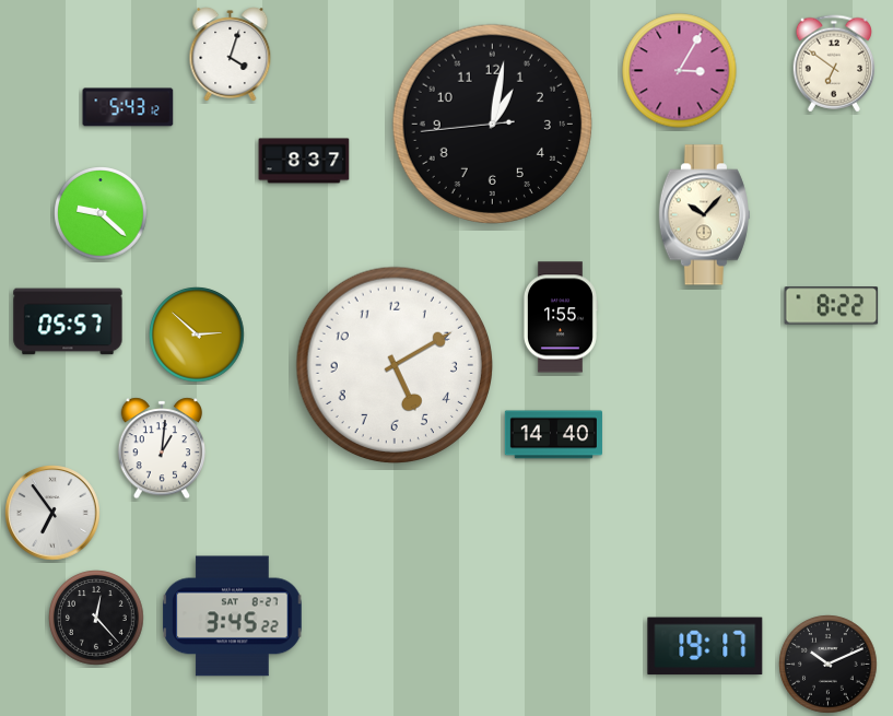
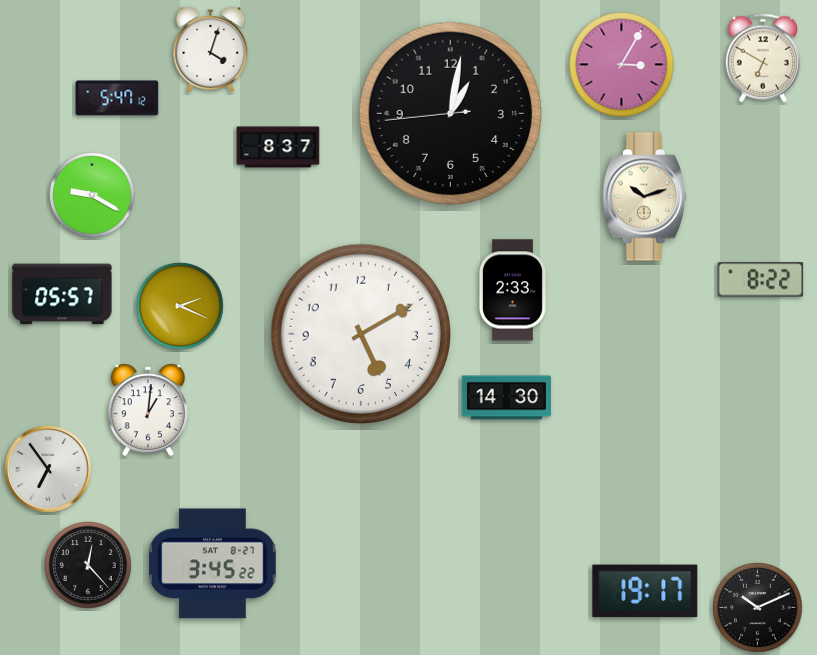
clock at (834, 63): 6:51 -> 6:50
clock at (128, 107): 5:43 -> 5:47
clock at (101, 213): 9:22 -> 9:20
clock at (704, 215): 10:07 -> 10:12
clock at (560, 317): 1:55 -> 2:33
clock at (197, 334): 2:52 -> 2:19
clock at (553, 435): 14:40 -> 14:30
